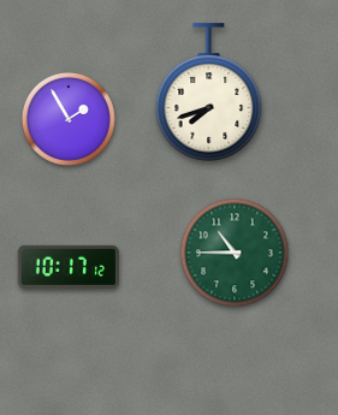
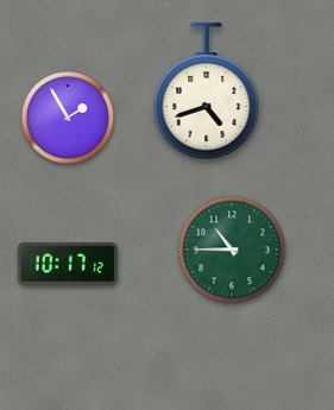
clock at (209, 93): 7:42 -> 4:42
